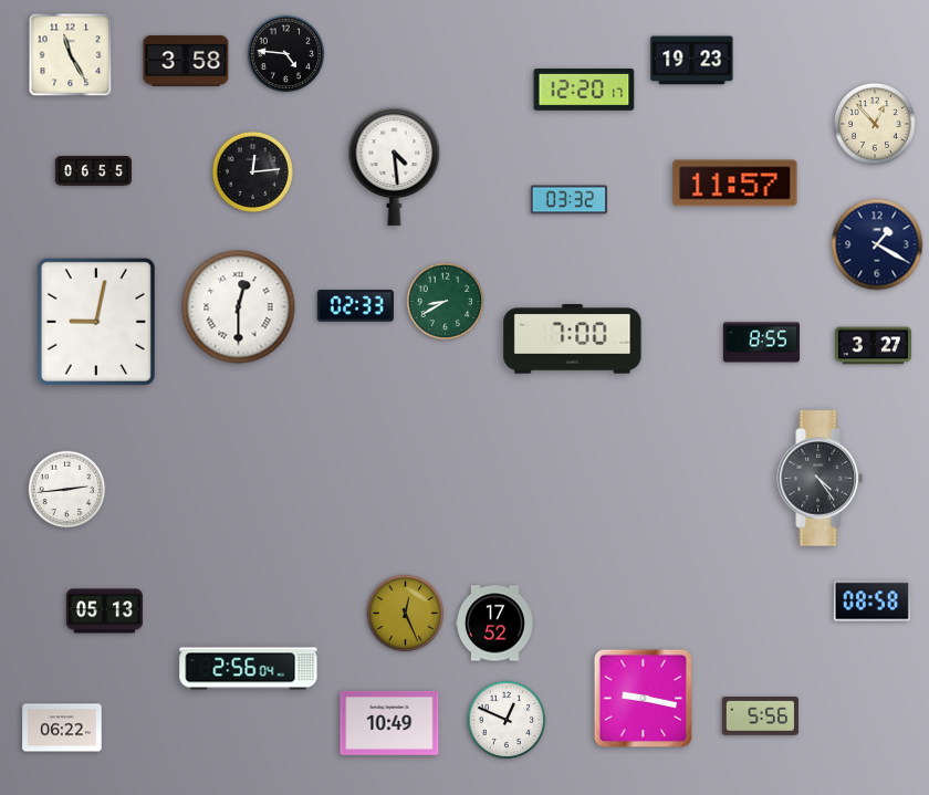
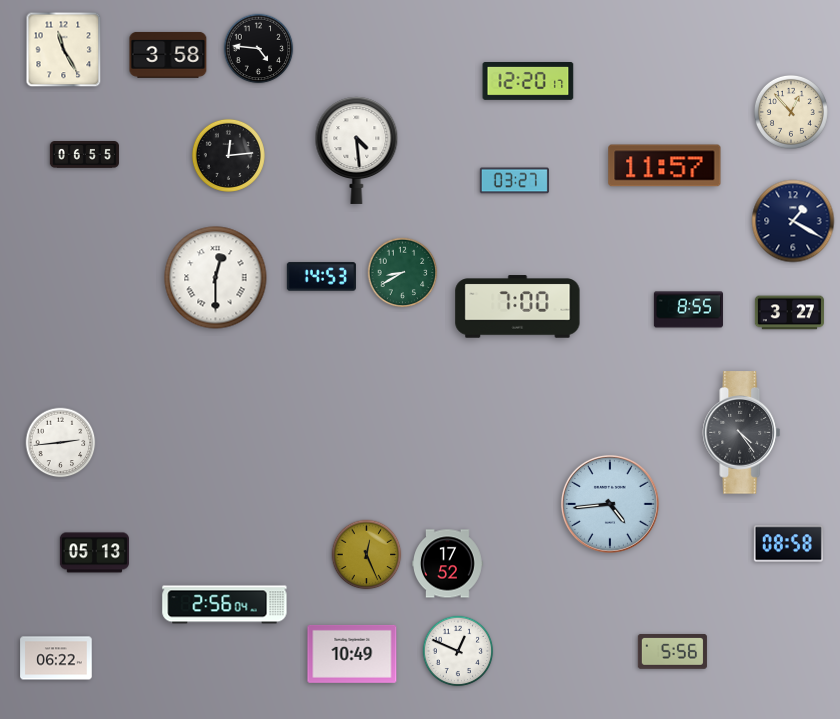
clock at (692, 61): 19:23 -> none
clock at (568, 200): 03:32 -> 03:27
clock at (355, 306): 02:33 -> 14:53
clock at (96, 322): 9:02 -> none
clock at (610, 504): none -> 4:44
clock at (643, 698): 9:17 -> none
clock at (760, 716) position: (760, 716) -> (672, 652)
